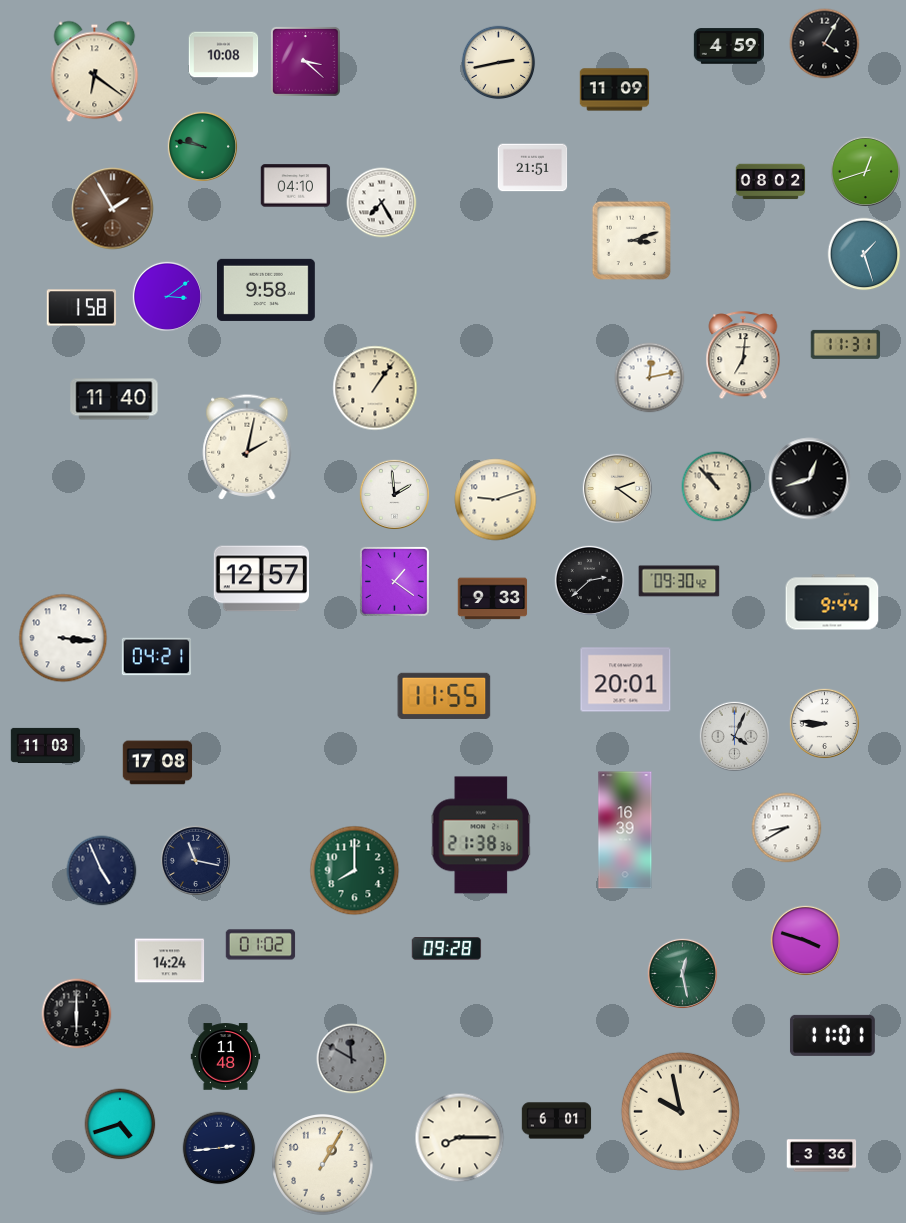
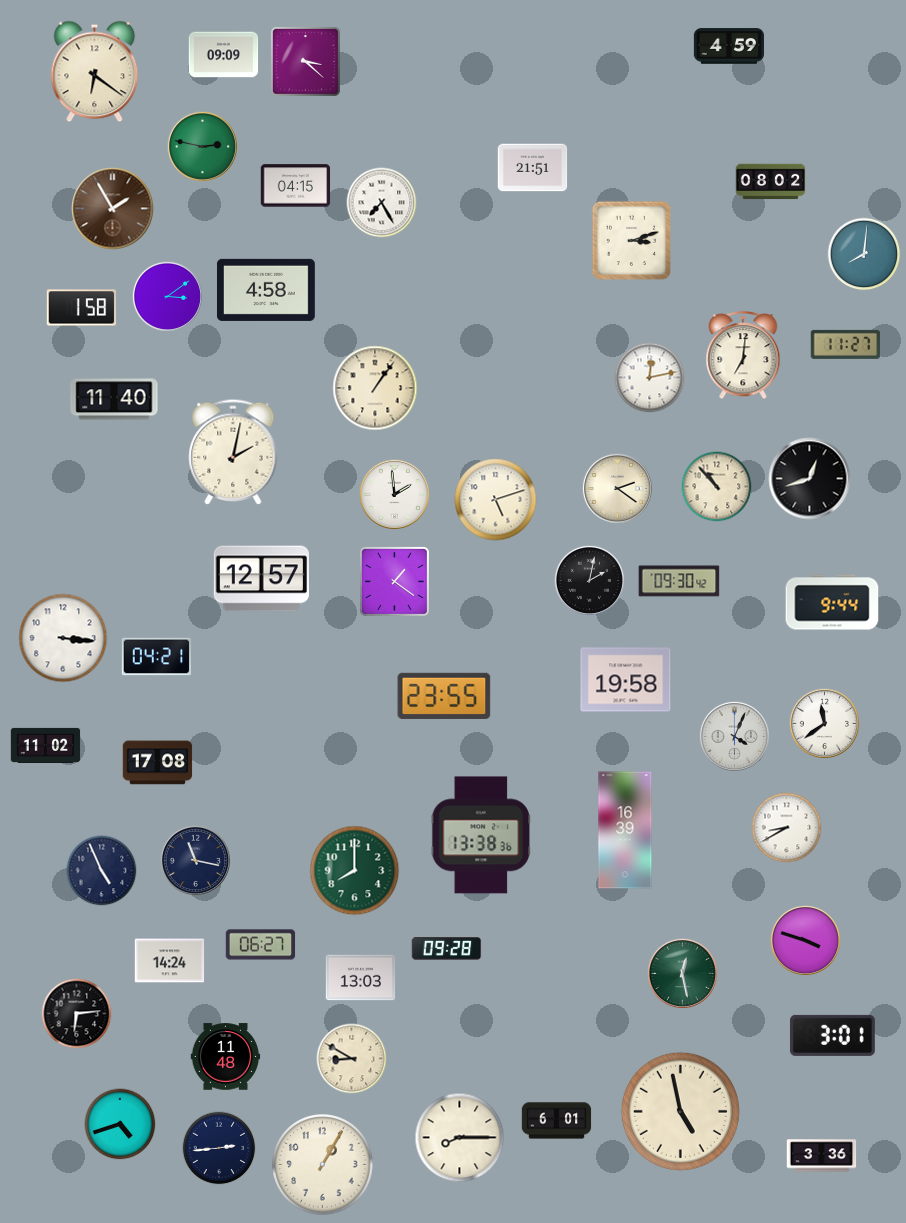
clock at (825, 44): 4:05 -> none
clock at (224, 55): 10:08 -> 09:09
clock at (499, 63): 2:43 -> none
clock at (615, 90): 11:09 -> none
clock at (202, 146): 9:47 -> 2:47
clock at (865, 171): 12:42 -> none
clock at (296, 186): 04:10 -> 04:15
clock at (864, 254): 1:27 -> 8:01
clock at (266, 290): 9:58 -> 4:58
clock at (846, 344): 11:31 -> 11:27
clock at (247, 447) position: (247, 447) -> (233, 452)
clock at (496, 500): 9:12 -> 5:12
clock at (589, 580): 2:38 -> 2:02
clock at (493, 599): 9:33 -> none
clock at (626, 680): 20:01 -> 19:58
clock at (444, 696): 11:55 -> 23:55
clock at (824, 723): 8:46 -> 11:39
clock at (46, 745): 11:03 -> 11:02
clock at (481, 835): 21:38 -> 13:38
clock at (261, 945): 01:02 -> 06:27
clock at (361, 978): none -> 13:03
clock at (77, 1014): 6:00 -> 6:14
clock at (832, 1035): 11:01 -> 3:01
clock at (352, 1059): 11:50 -> 8:50
clock at (352, 1059) dial: grey -> cream
clock at (680, 1111): 9:58 -> 4:58
